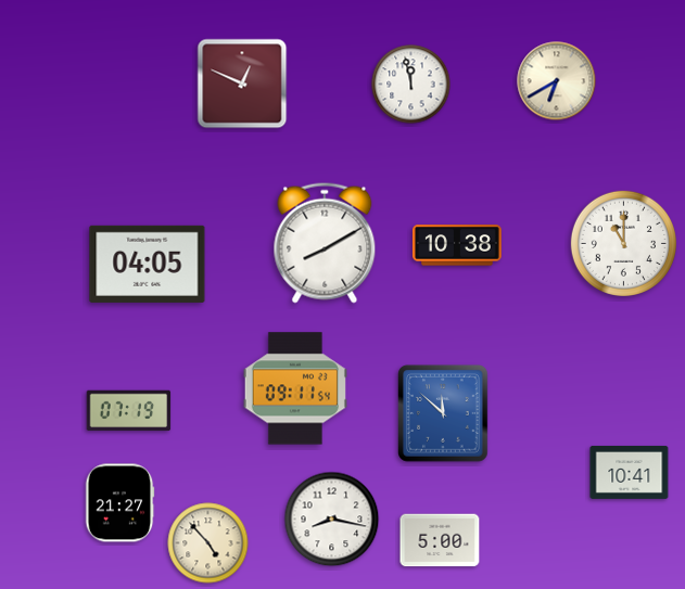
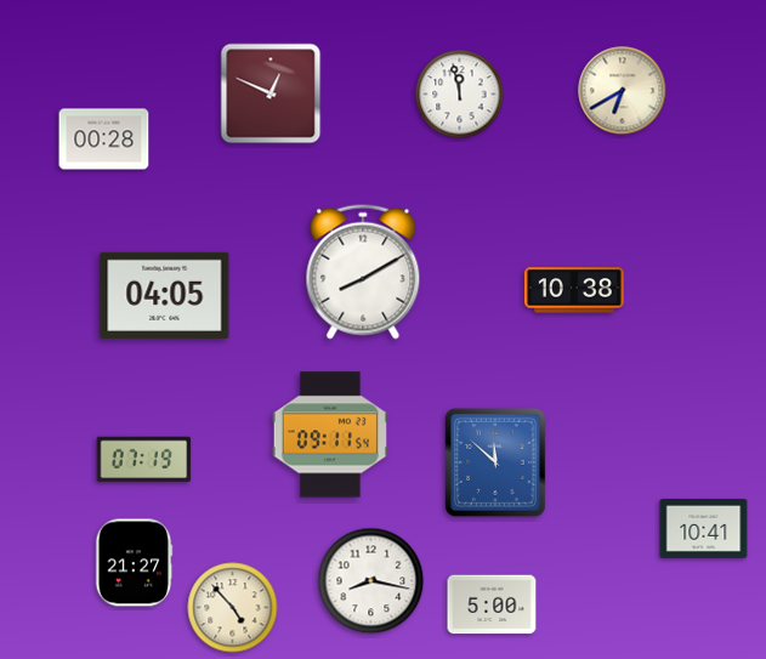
clock at (104, 140): none -> 00:28
clock at (623, 243): 11:00 -> none
clock at (457, 245) position: (457, 245) -> (574, 290)
